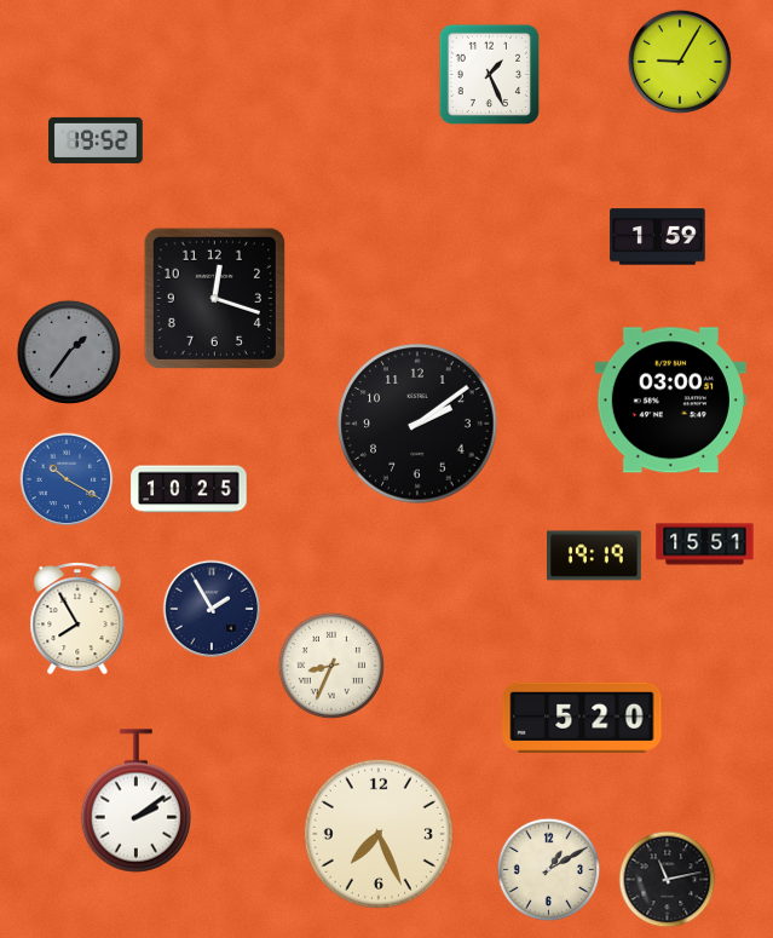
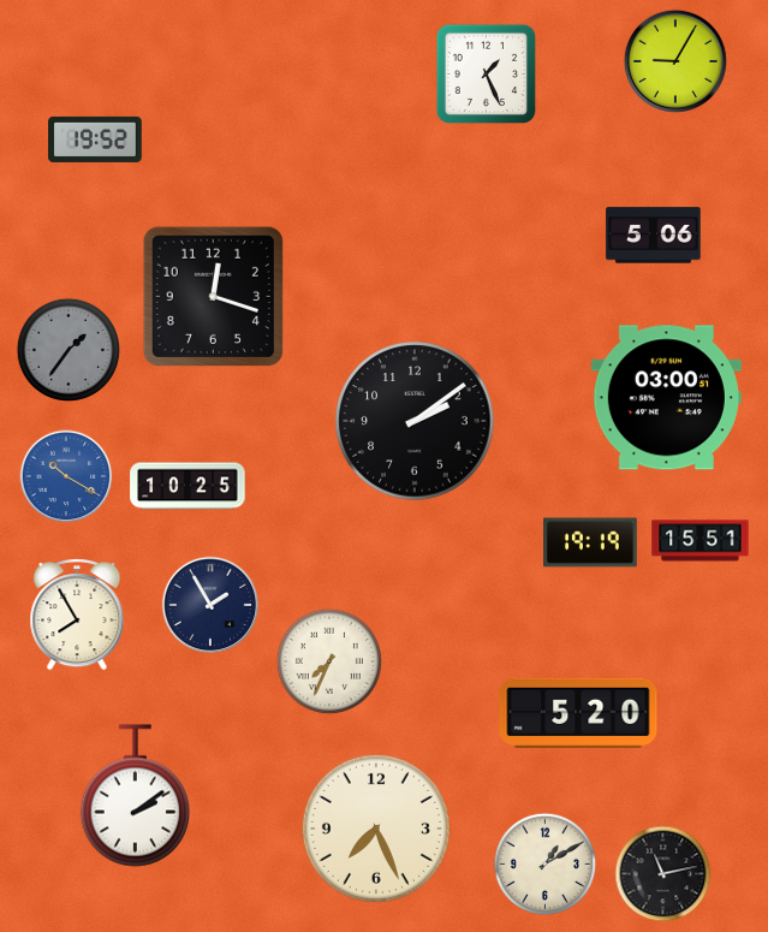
clock at (658, 237): 1:59 -> 5:06
clock at (594, 556) position: (594, 556) -> (590, 542)
clock at (331, 666): 8:34 -> 7:34
